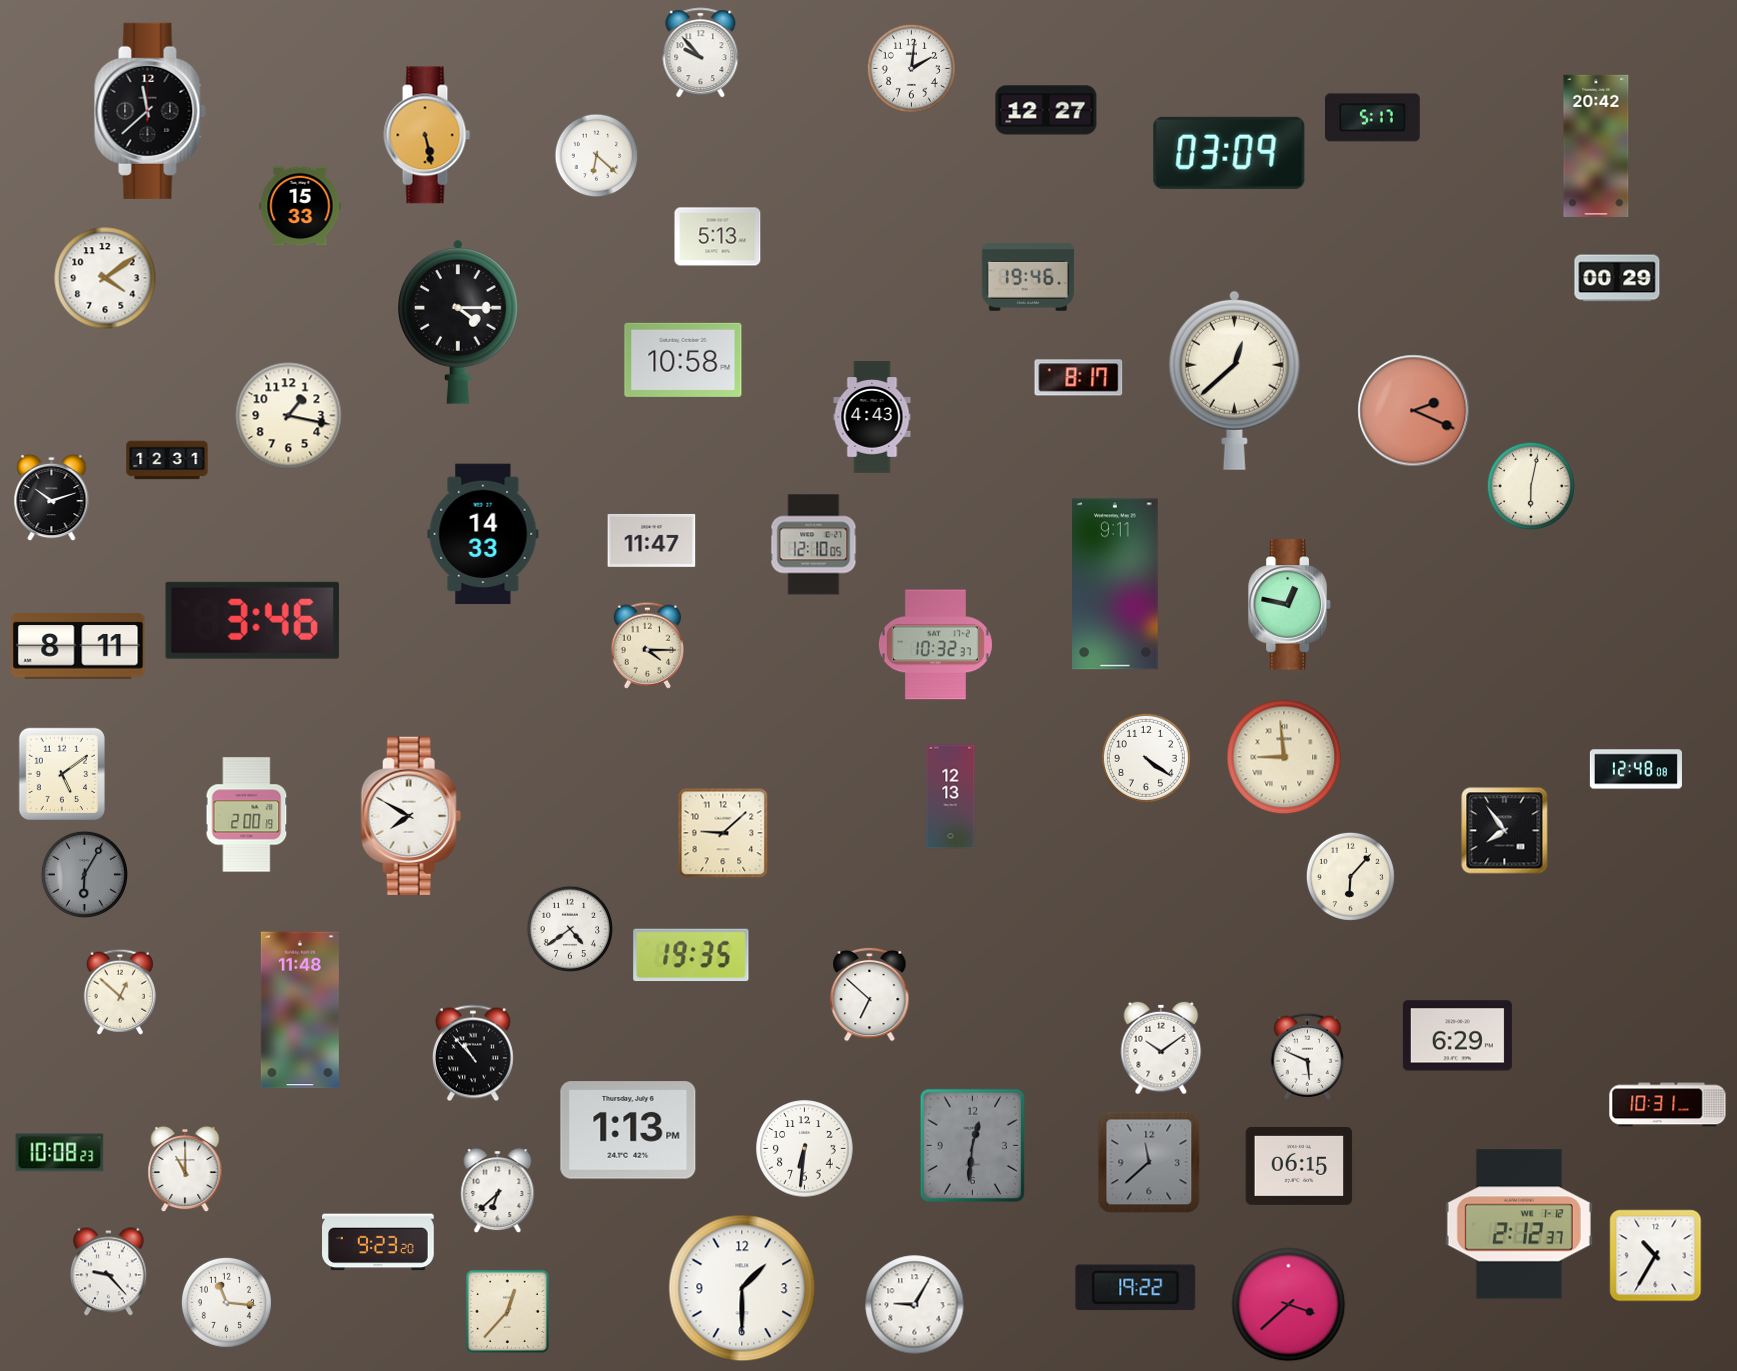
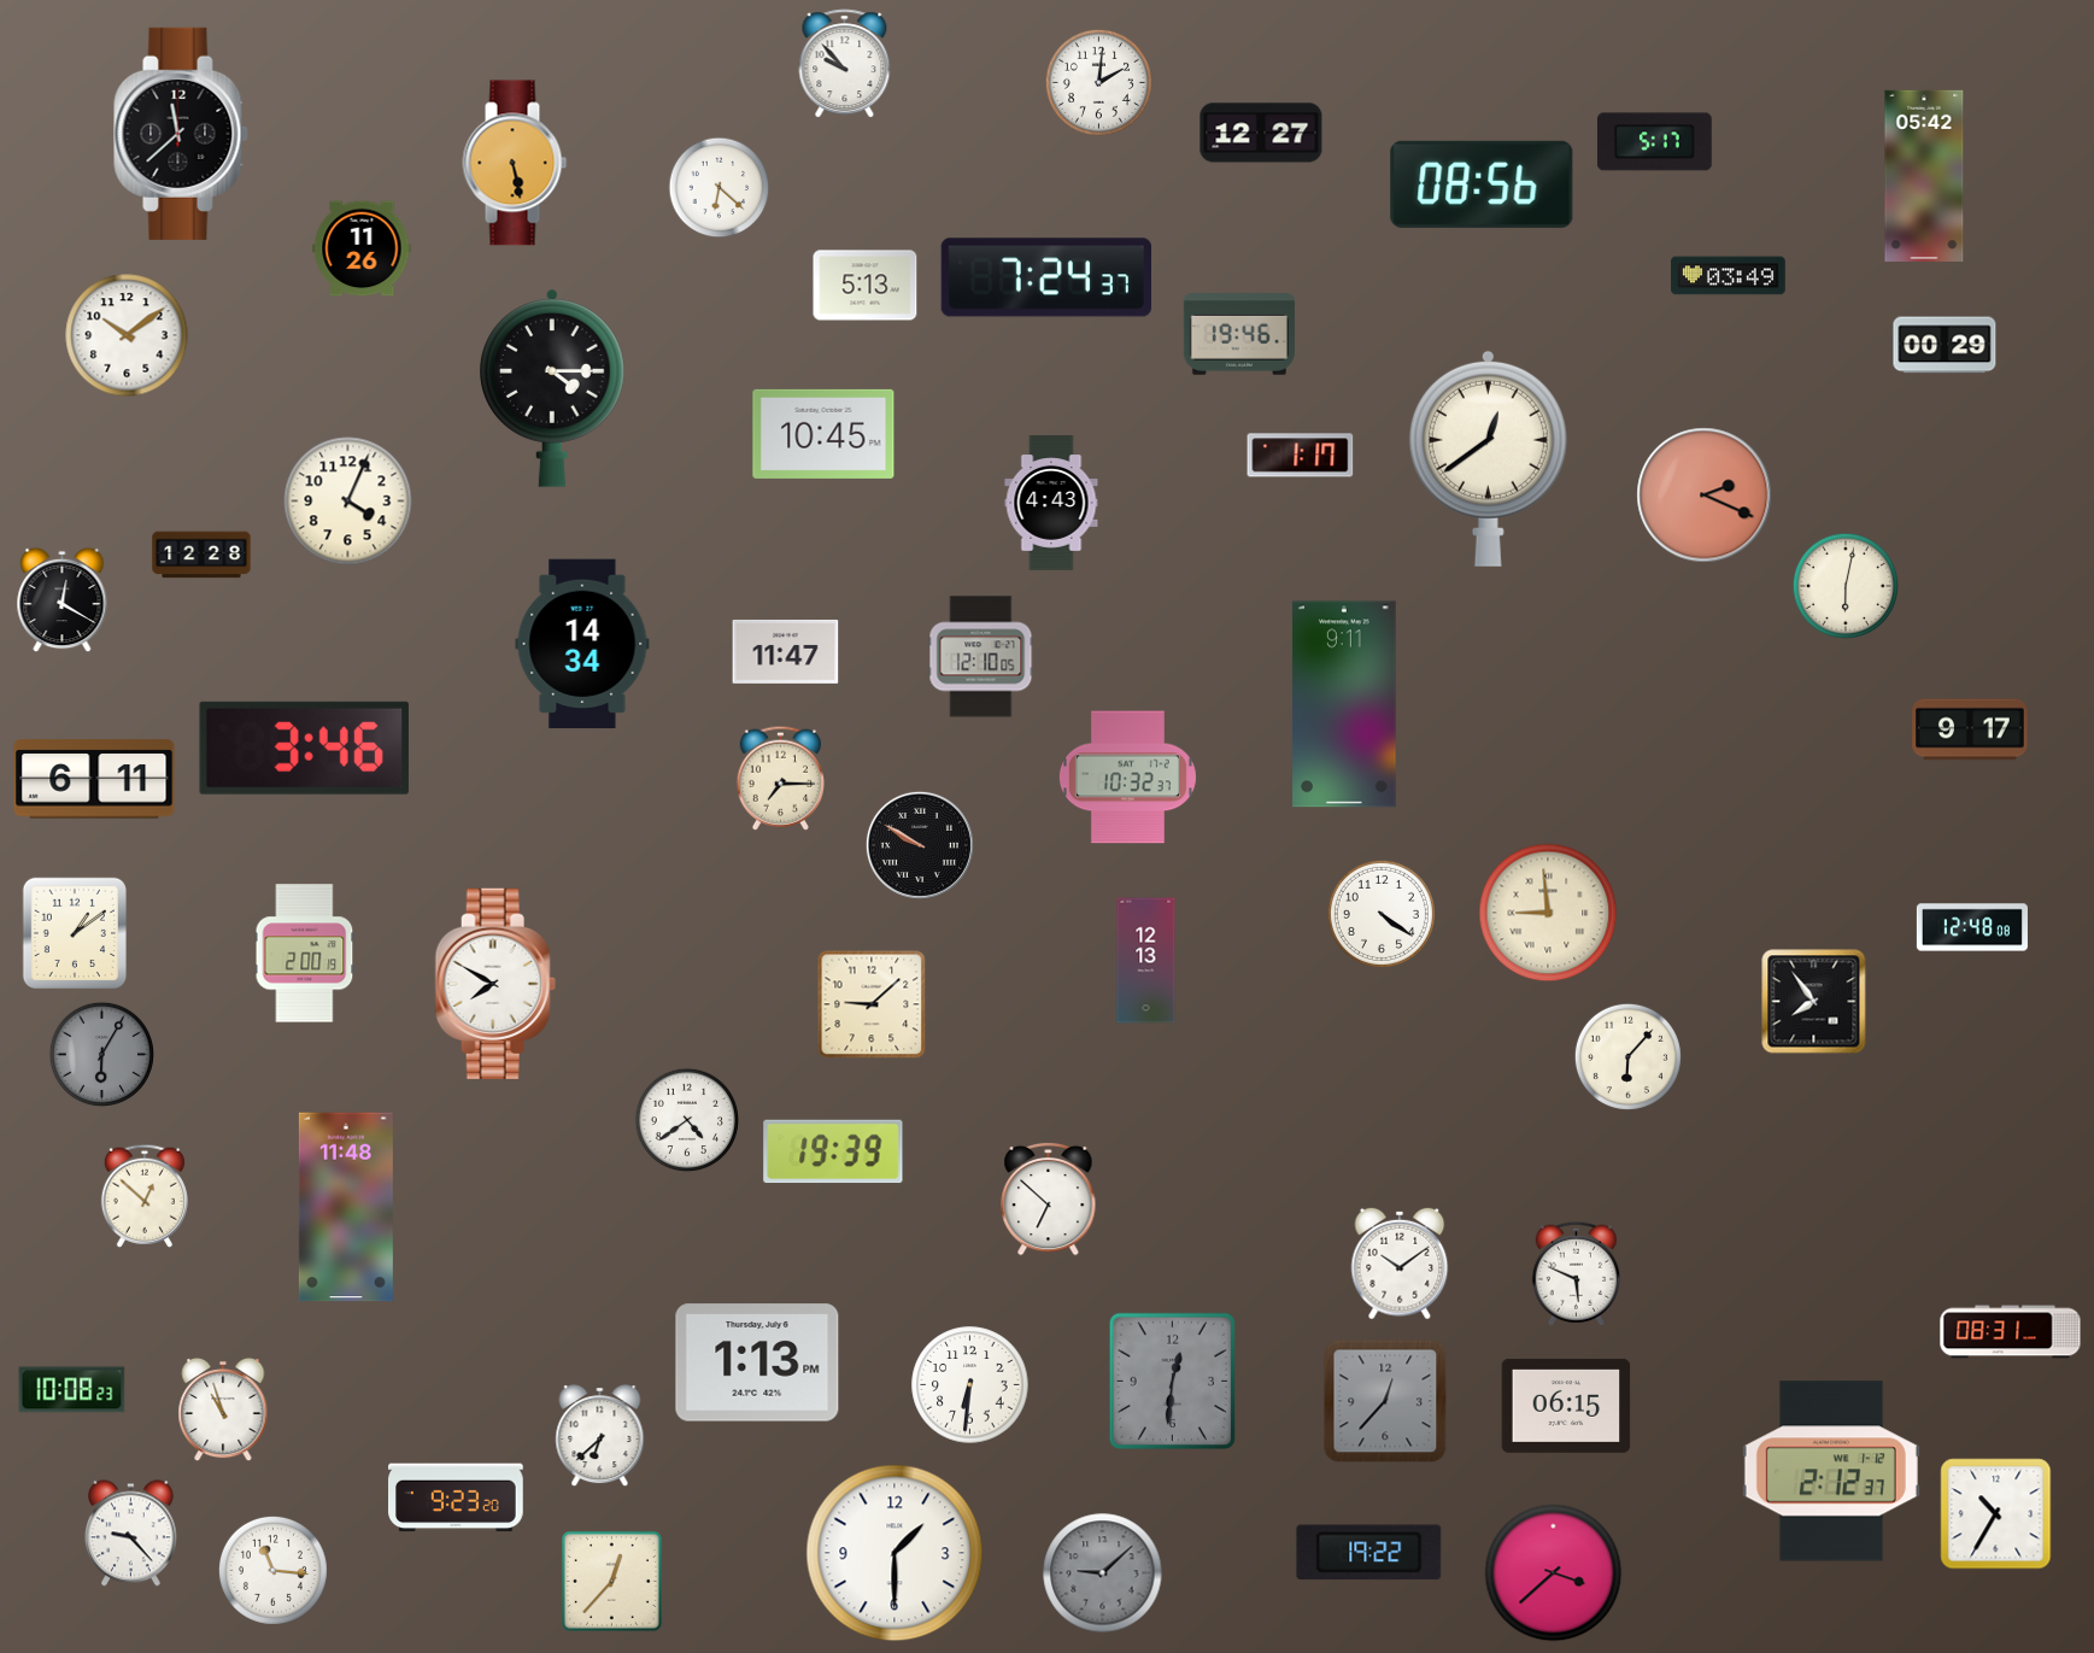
clock at (1596, 146): 20:42 -> 05:42
clock at (1229, 153): 03:09 -> 08:56
clock at (300, 206): 15:33 -> 11:26
clock at (1729, 276): none -> 03:49
clock at (1045, 277): none -> 7:24
clock at (105, 278): 4:09 -> 10:09
clock at (1617, 278) position: (1617, 278) -> (1945, 345)
clock at (683, 360): 10:58 -> 10:45
clock at (1079, 378): 8:17 -> 1:17
clock at (1234, 380): 12:38 -> 12:39
clock at (289, 416): 1:17 -> 4:04
clock at (167, 460): 12:31 -> 12:28
clock at (52, 498): 10:12 -> 12:20
clock at (483, 534): 14:33 -> 14:34
clock at (1290, 605): 12:47 -> none
clock at (1970, 729): none -> 9:17
clock at (647, 645): 4:15 -> 7:15
clock at (78, 646): 8:11 -> 6:11
clock at (920, 845): none -> 9:50
clock at (61, 773): 5:09 -> 1:09
clock at (247, 815) position: (247, 815) -> (305, 954)
clock at (691, 955): 19:35 -> 19:39
clock at (300, 1010) position: (300, 1010) -> (346, 1207)
clock at (1457, 1036): 6:29 -> none
clock at (473, 1053): 10:53 -> none
clock at (1668, 1105): 10:31 -> 08:31
clock at (1149, 1162): 11:38 -> 12:37
clock at (185, 1169): 11:00 -> 10:57
clock at (1519, 1224) position: (1519, 1224) -> (1831, 1471)
clock at (915, 1305): 9:05 -> 9:08
clock at (915, 1305) dial: white -> grey
